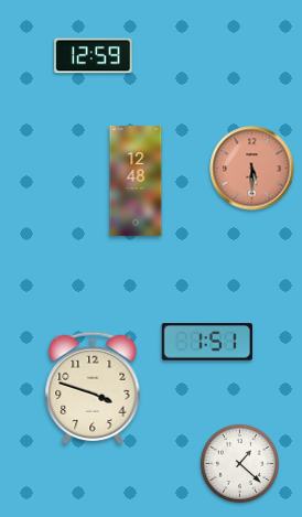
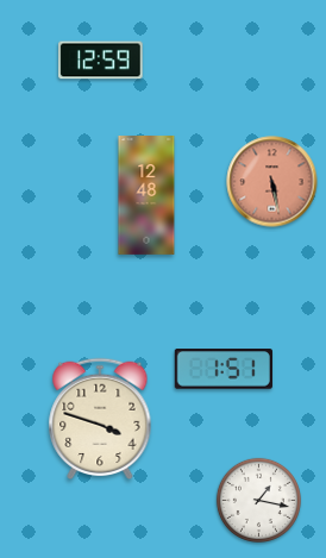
clock at (252, 169): 5:30 -> 5:28
clock at (239, 463): 1:22 -> 1:17
